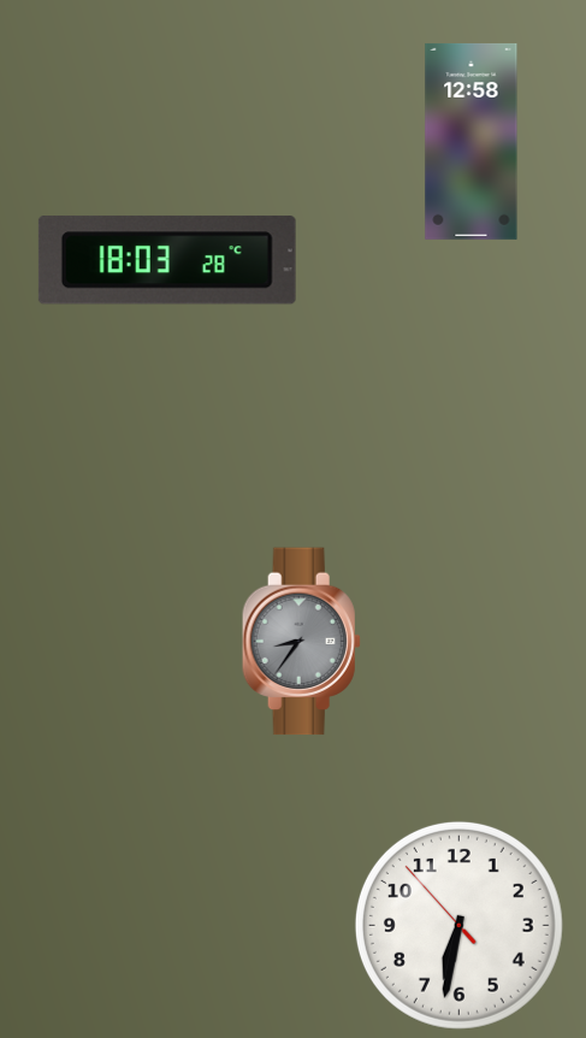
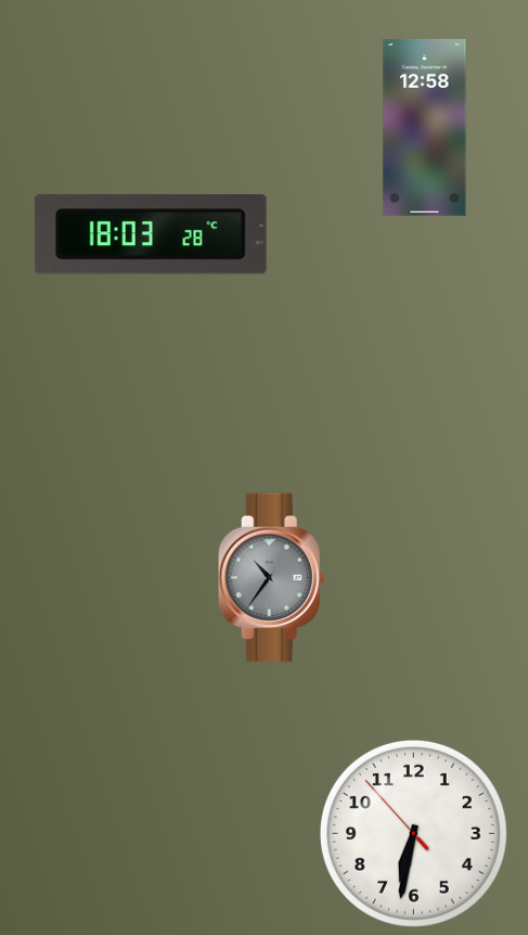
clock at (301, 642): 8:36 -> 10:36
